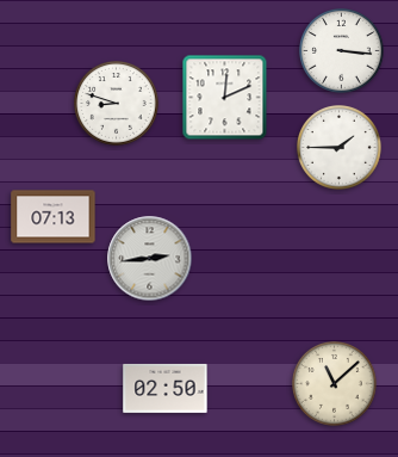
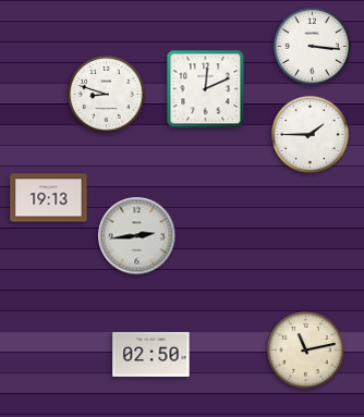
clock at (54, 217): 07:13 -> 19:13
clock at (335, 384): 11:08 -> 11:13
